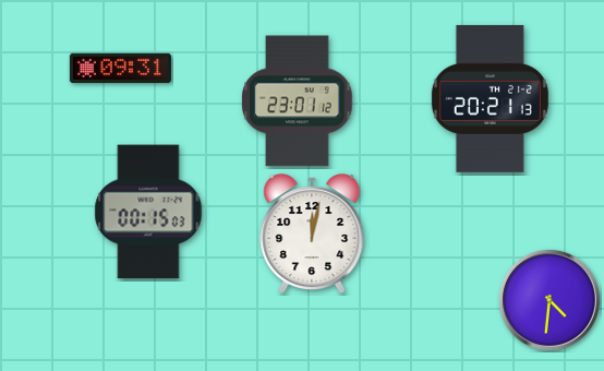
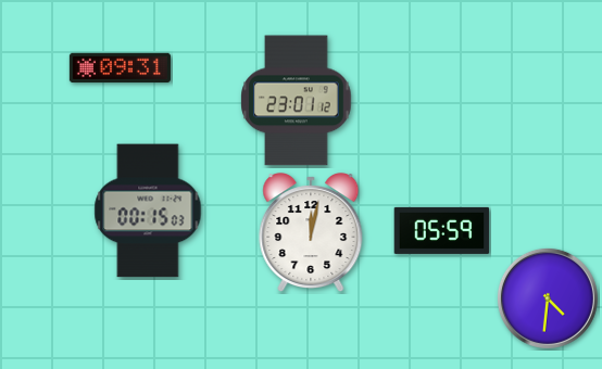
clock at (490, 98): 20:21 -> none
clock at (442, 230): none -> 05:59
